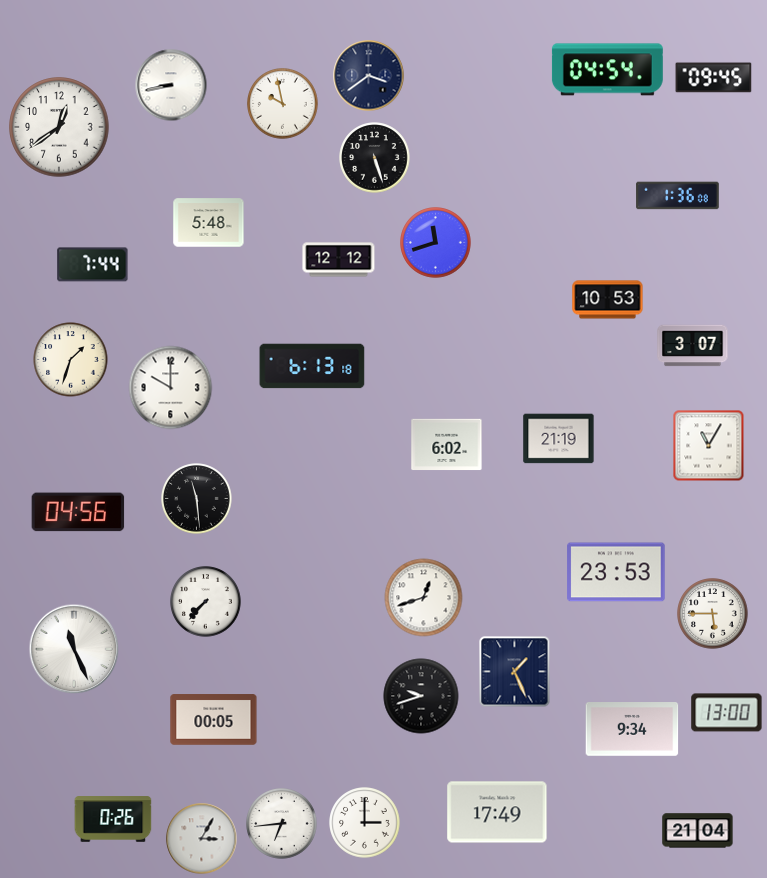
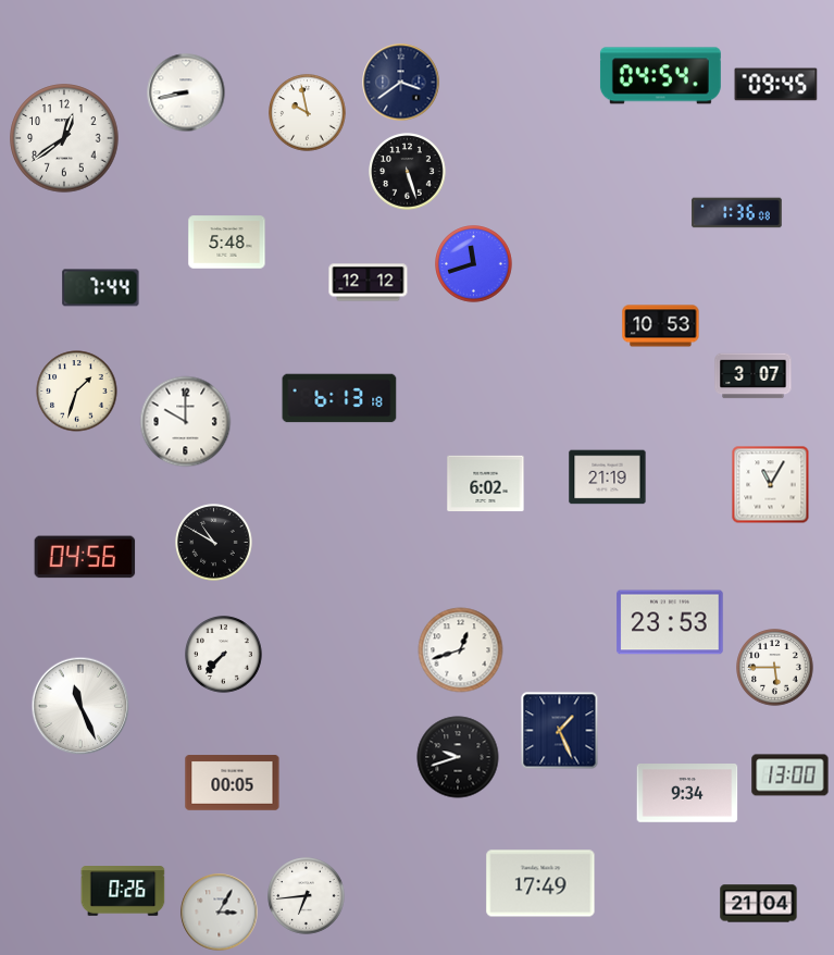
clock at (197, 499): 11:29 -> 10:50
clock at (365, 823): 3:00 -> none
